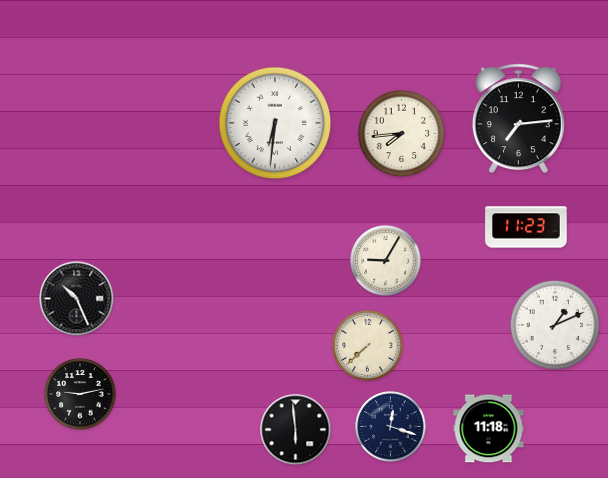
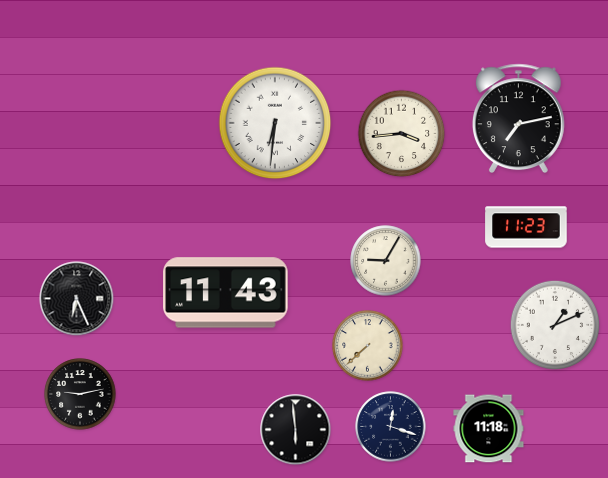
clock at (518, 118): 7:14 -> 7:13
clock at (402, 134): 7:44 -> 3:44
clock at (226, 293): none -> 11:43
clock at (77, 299): 10:26 -> 6:26
